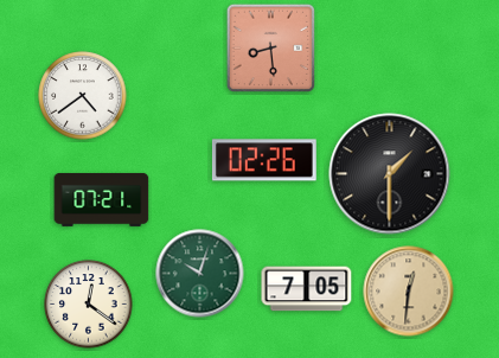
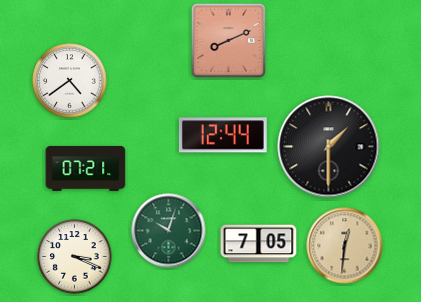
clock at (270, 47): 8:29 -> 8:11
clock at (264, 160): 02:26 -> 12:44
clock at (89, 305): 12:21 -> 3:19
